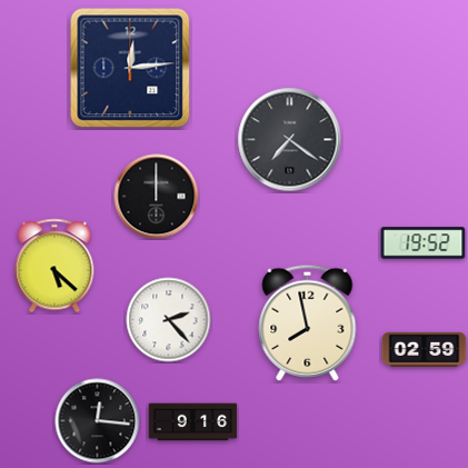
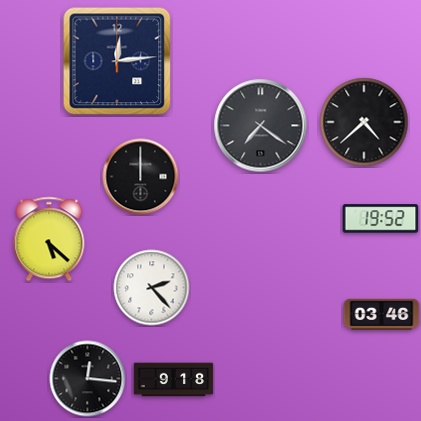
clock at (364, 122): none -> 4:38
clock at (308, 322): 7:58 -> none
clock at (425, 349): 02:59 -> 03:46
clock at (193, 422): 9:16 -> 9:18
